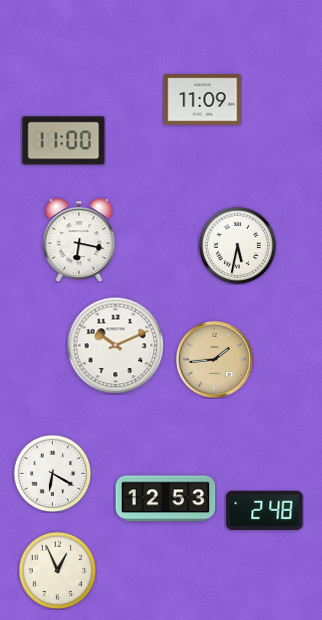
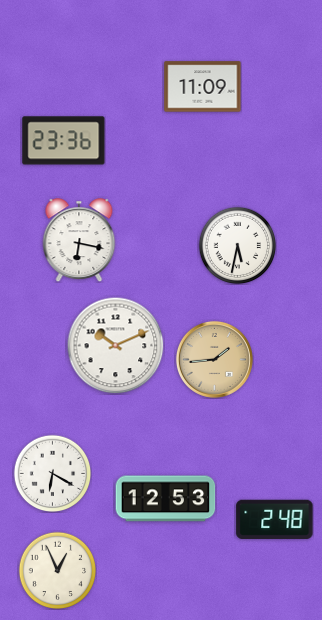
clock at (203, 100) position: (203, 100) -> (203, 87)
clock at (64, 141): 11:00 -> 23:36
clock at (265, 510) position: (265, 510) -> (275, 519)
